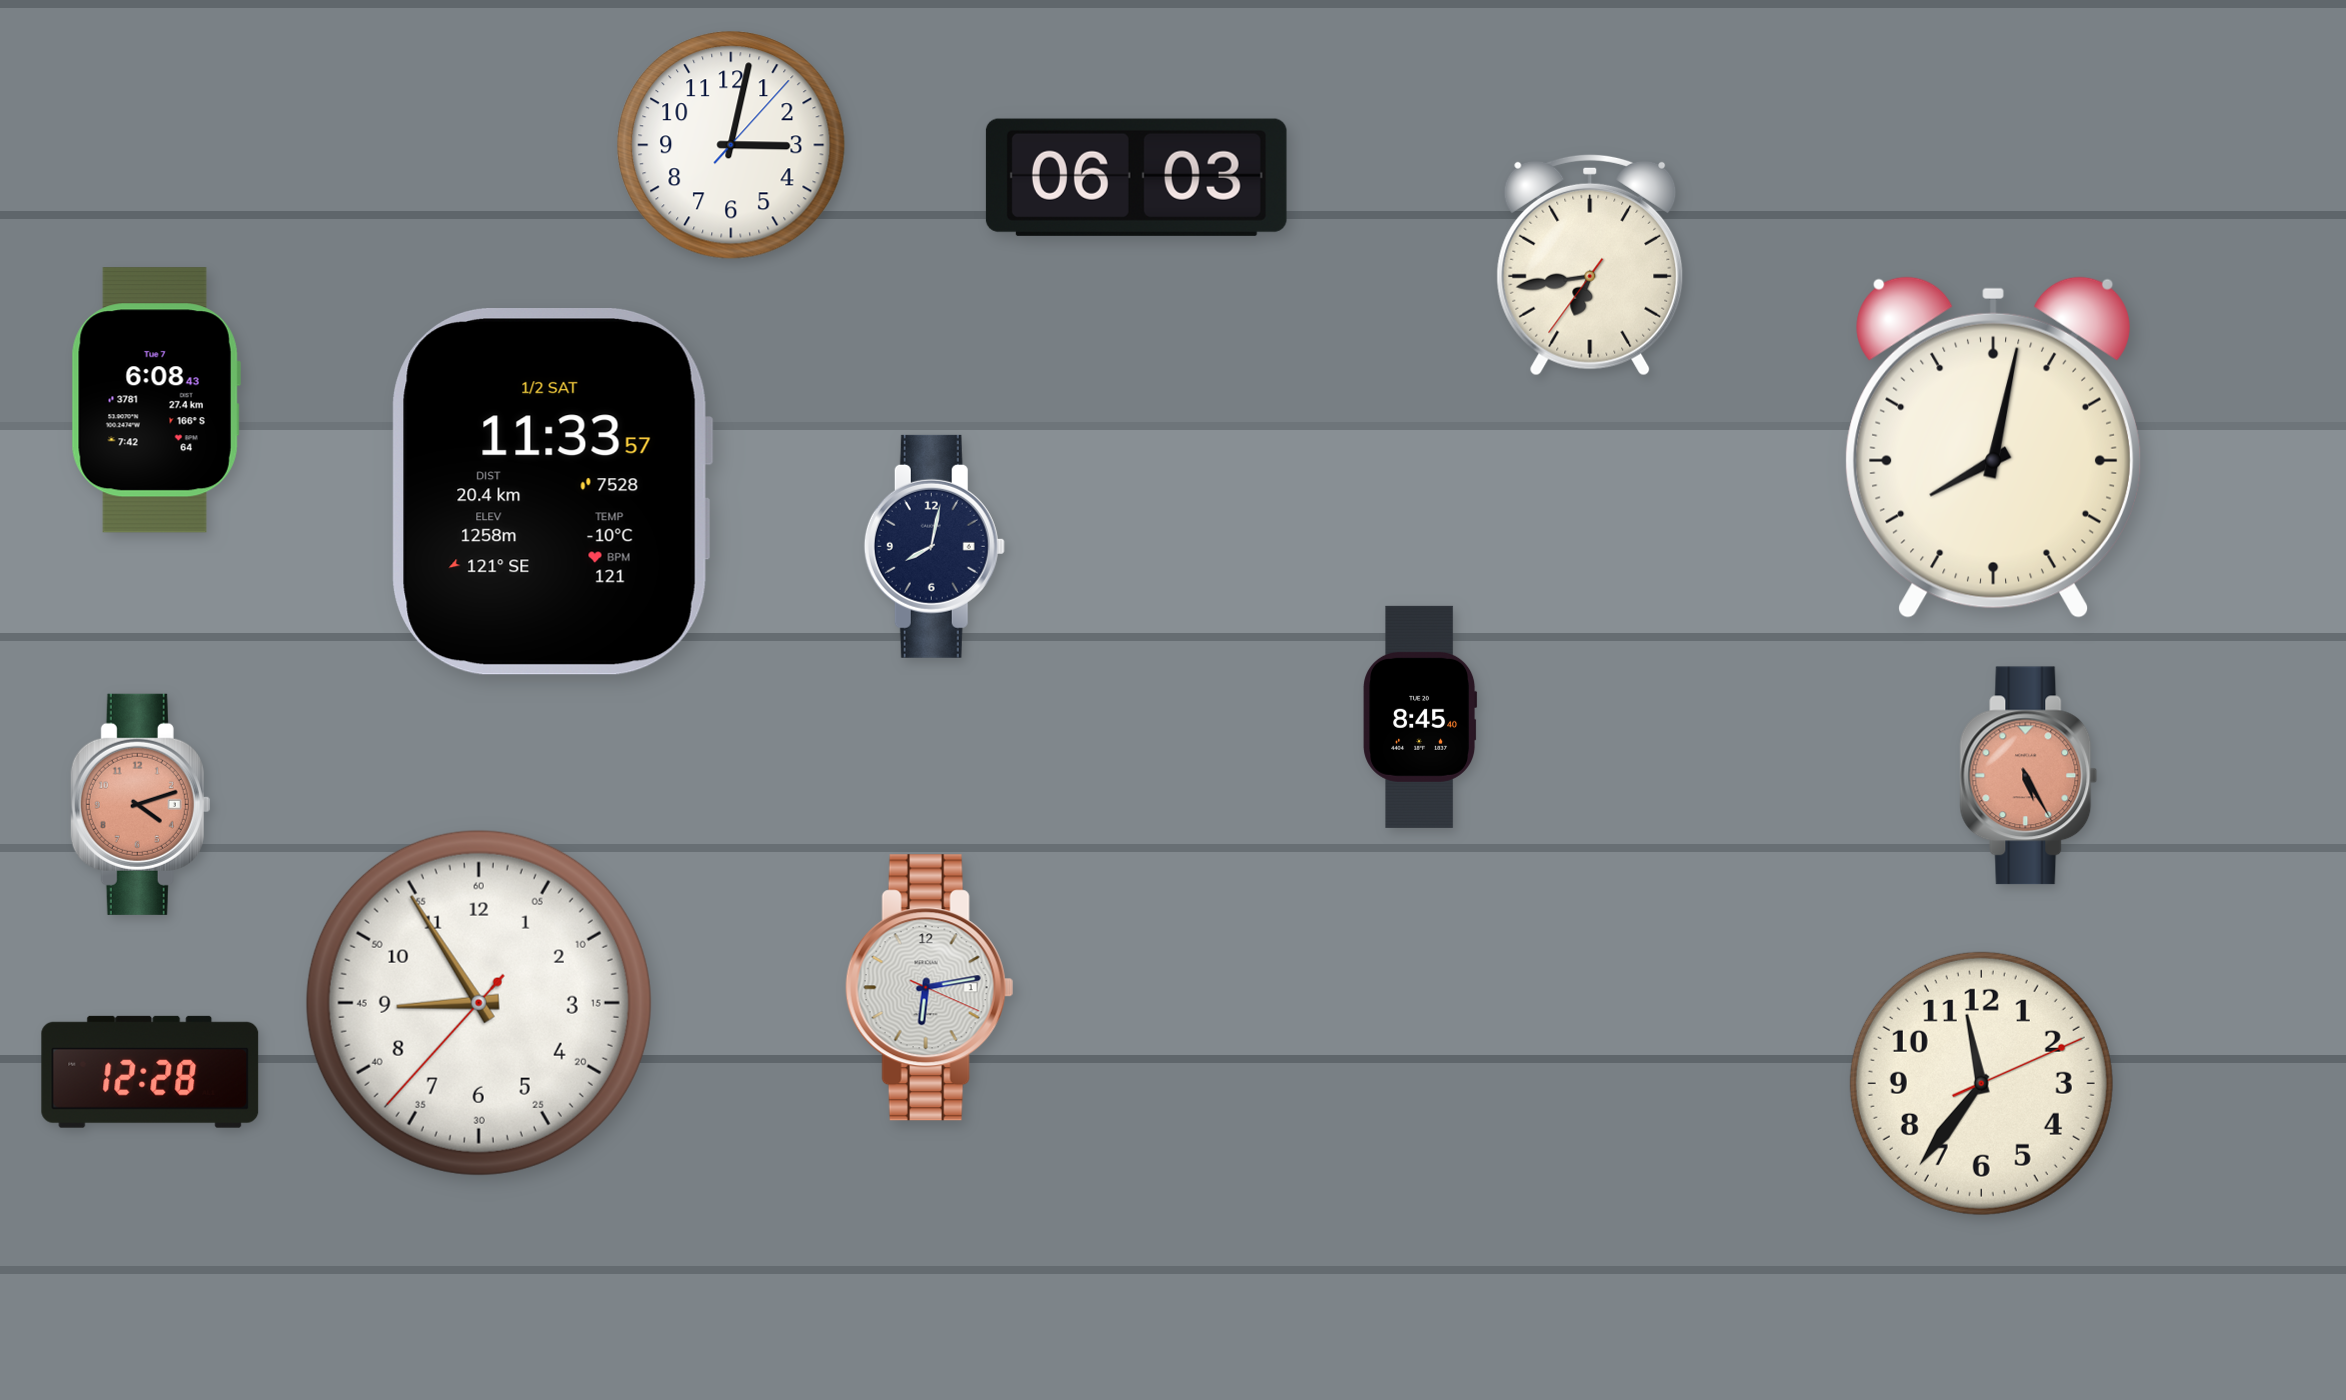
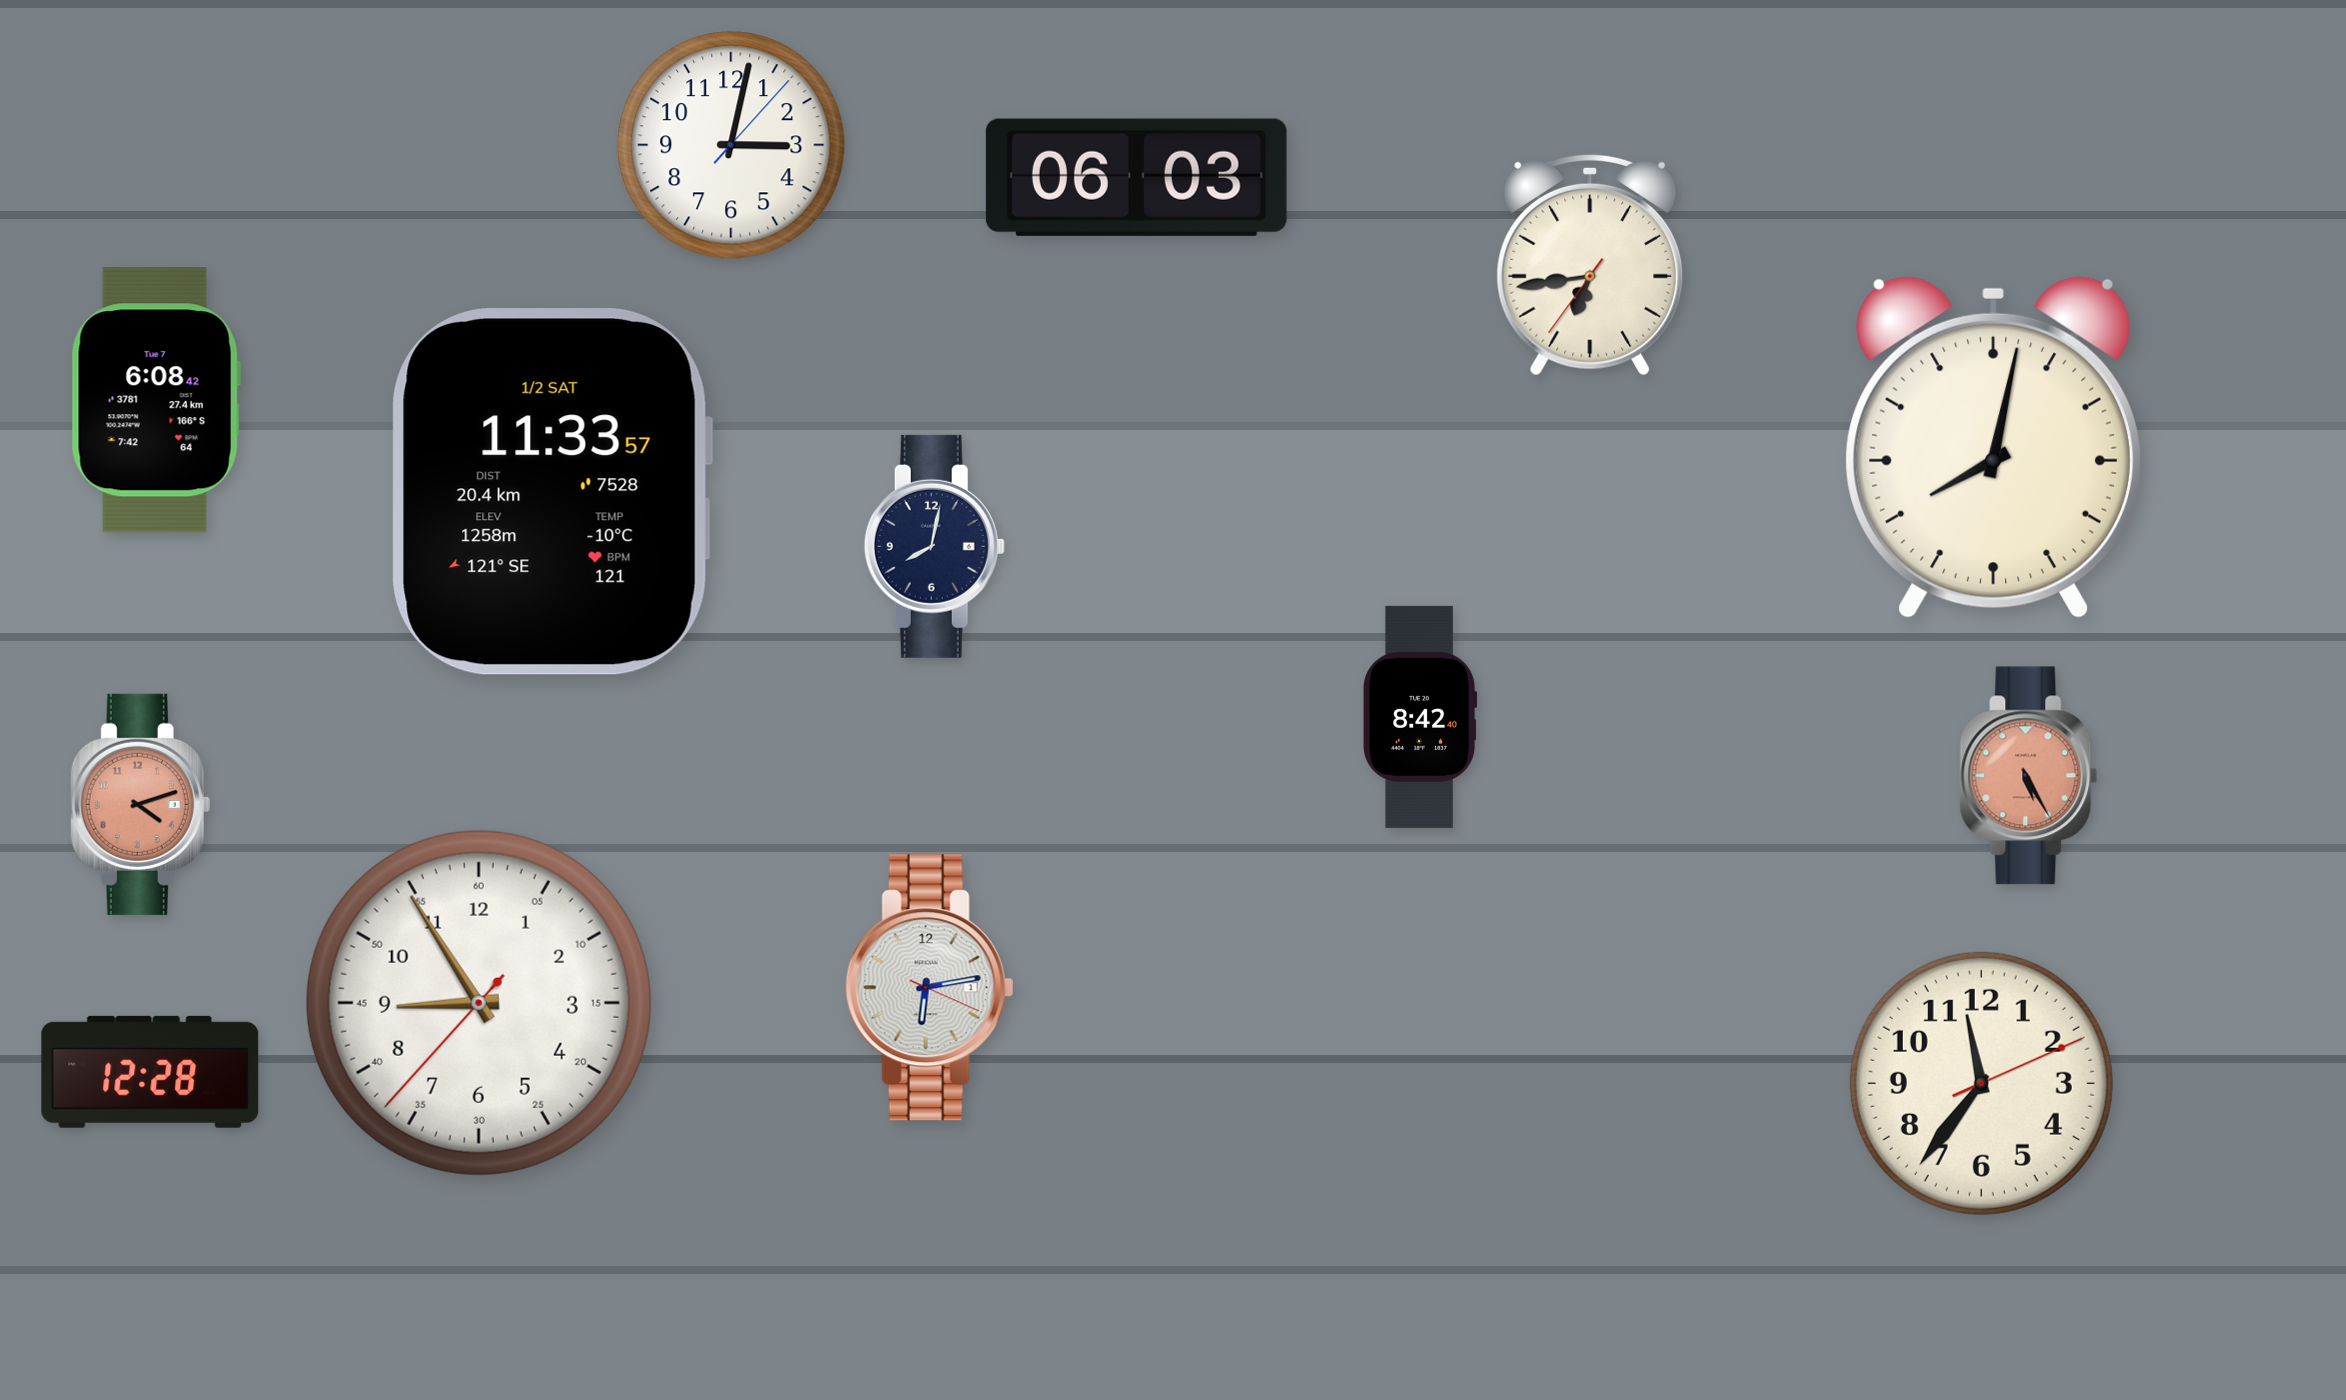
clock at (156, 400): 6:08:43 -> 6:08:42
clock at (1420, 717): 8:45 -> 8:42
